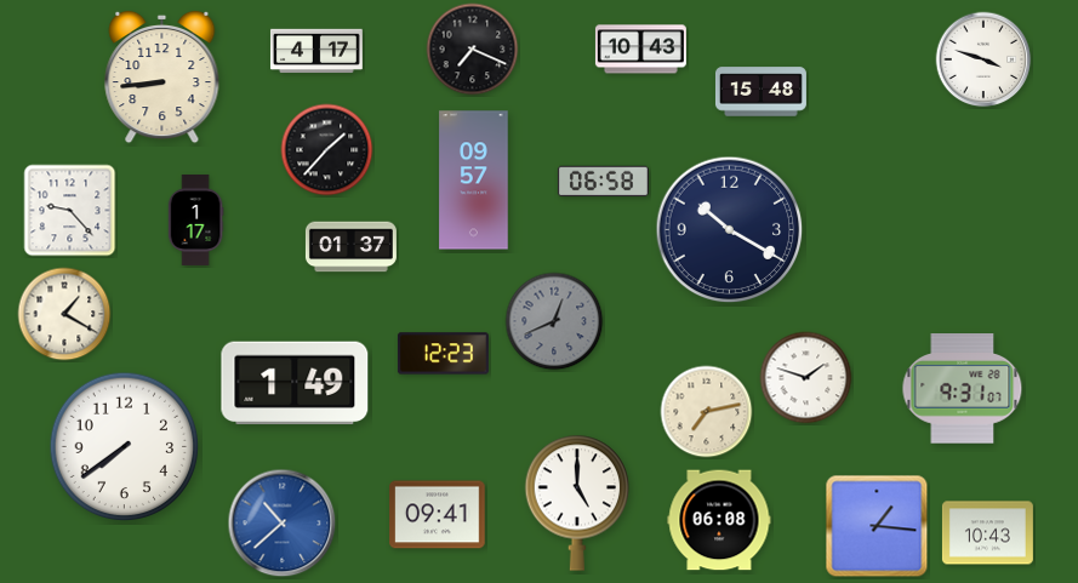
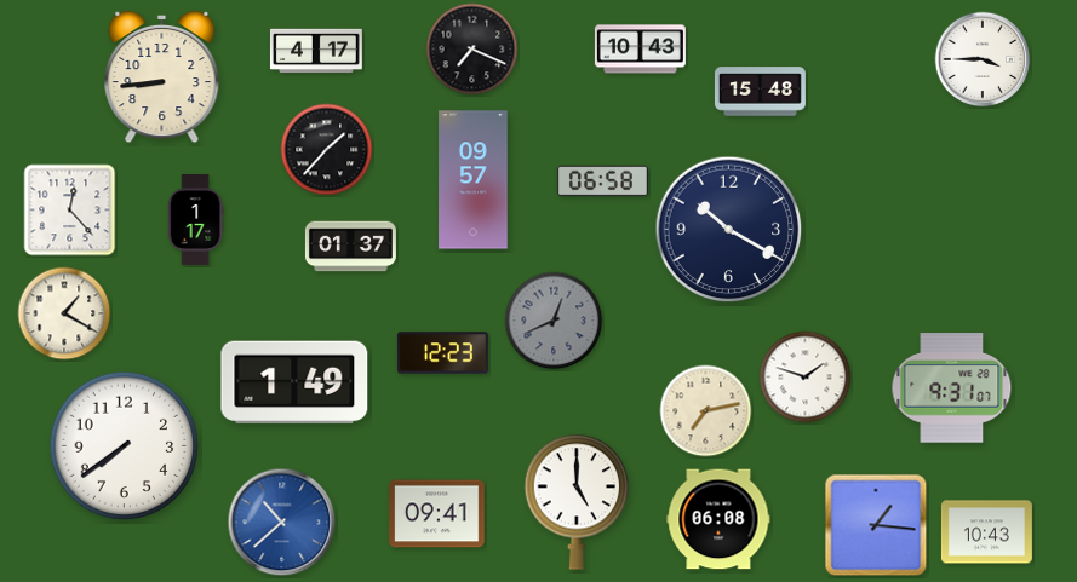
clock at (983, 59): 3:48 -> 3:45
clock at (70, 211): 9:23 -> 12:23
clock at (963, 389) position: (963, 389) -> (952, 388)
